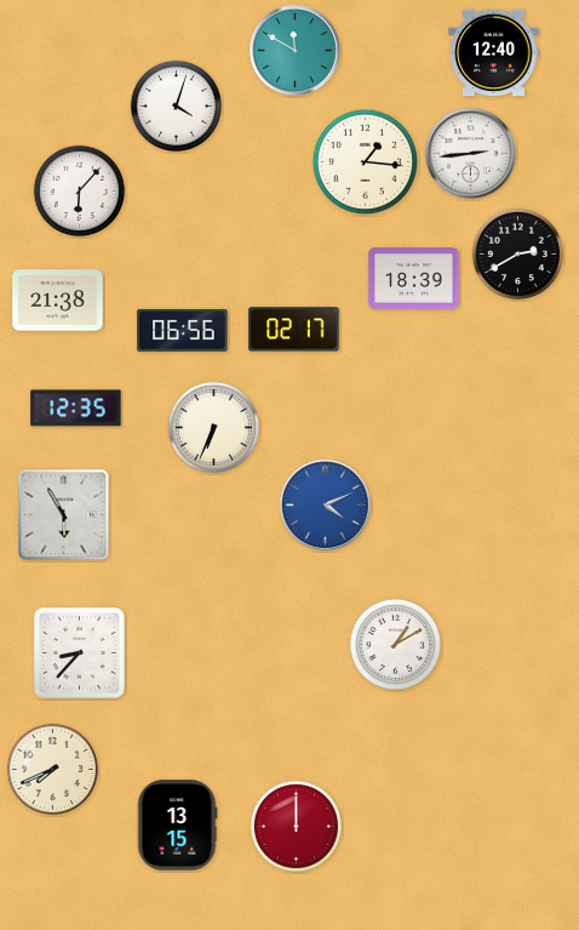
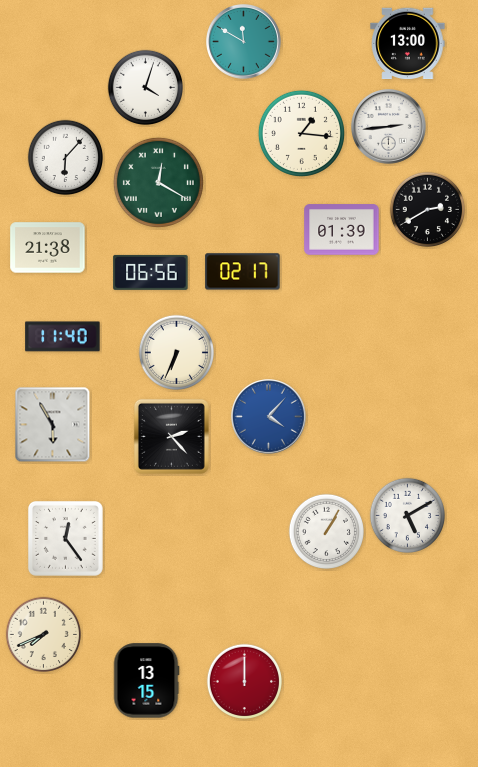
clock at (494, 53): 12:40 -> 13:00
clock at (158, 182): none -> 12:20
clock at (414, 279): 18:39 -> 01:39
clock at (76, 409): 12:35 -> 11:40
clock at (326, 506): 4:11 -> 4:07
clock at (171, 436): none -> 2:23
clock at (407, 515): none -> 5:10
clock at (395, 644): 1:10 -> 1:05
clock at (79, 652): 8:37 -> 12:24
